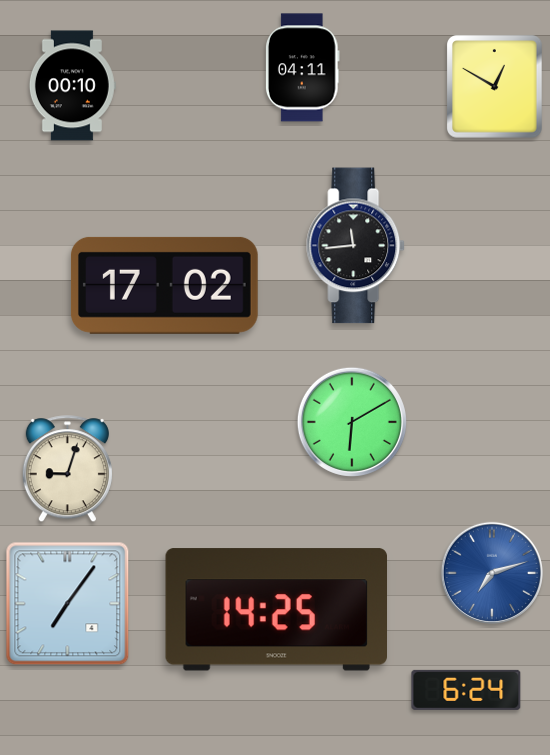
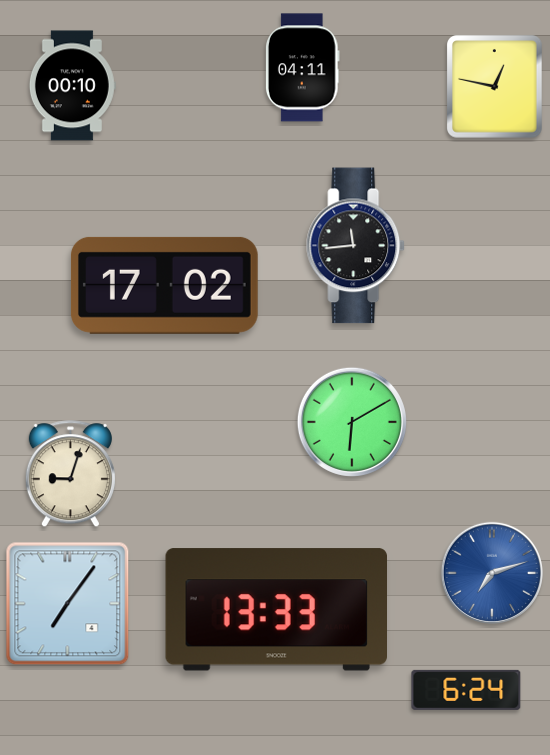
clock at (495, 87): 12:50 -> 12:47
clock at (67, 469) position: (67, 469) -> (70, 474)
clock at (276, 610): 14:25 -> 13:33
